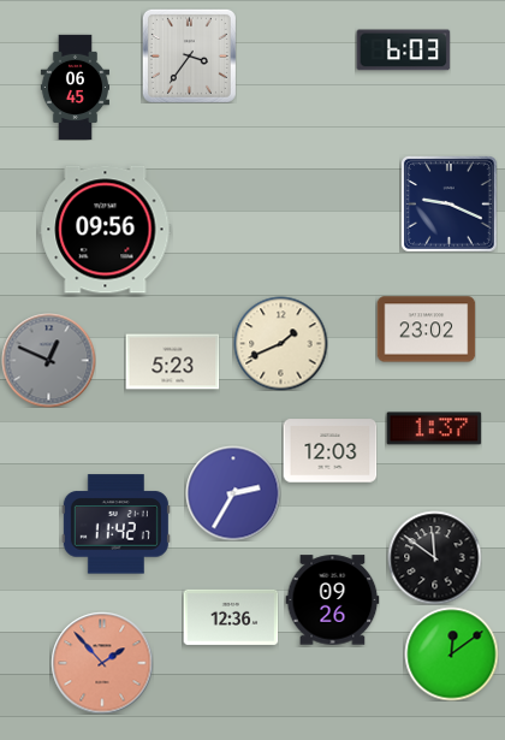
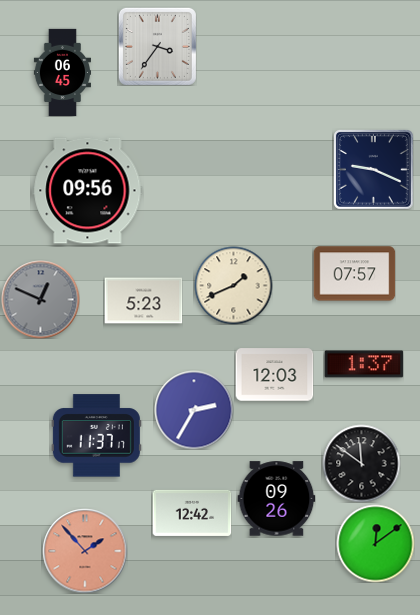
clock at (403, 51): 6:03 -> none
clock at (426, 330): 23:02 -> 07:57
clock at (434, 428) position: (434, 428) -> (364, 364)
clock at (115, 525): 11:42 -> 11:37
clock at (231, 617): 12:36 -> 12:42
